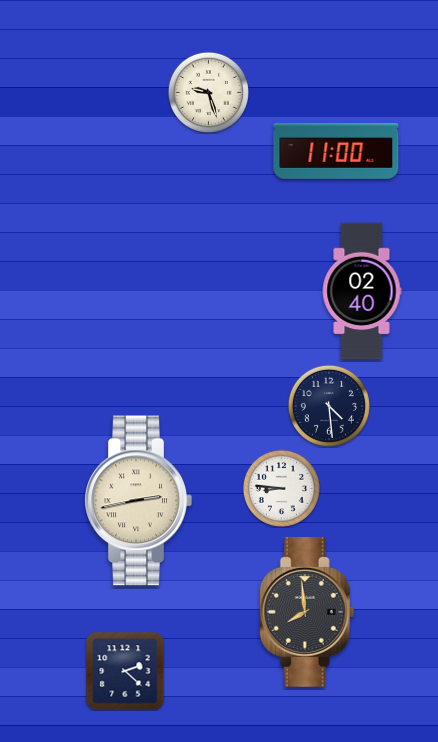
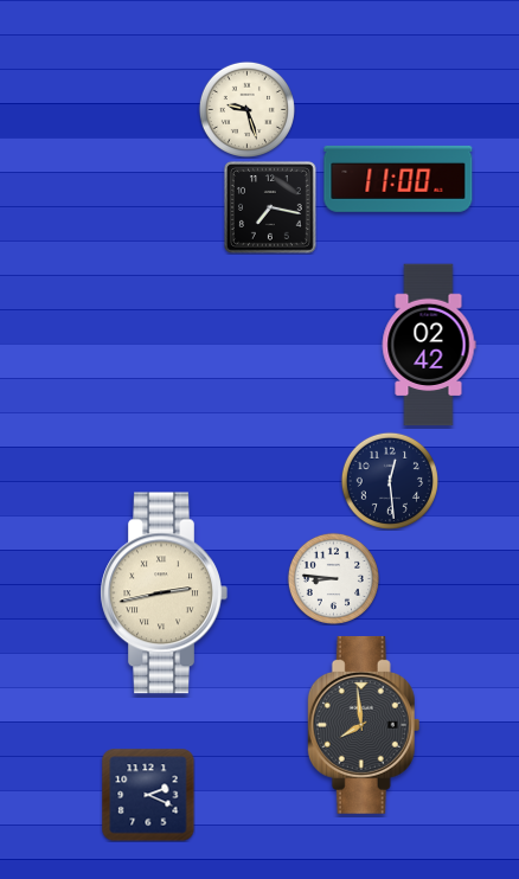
clock at (270, 207): none -> 7:17
clock at (362, 291): 02:40 -> 02:42
clock at (329, 406): 4:29 -> 12:29
clock at (125, 671): 2:22 -> 2:19
